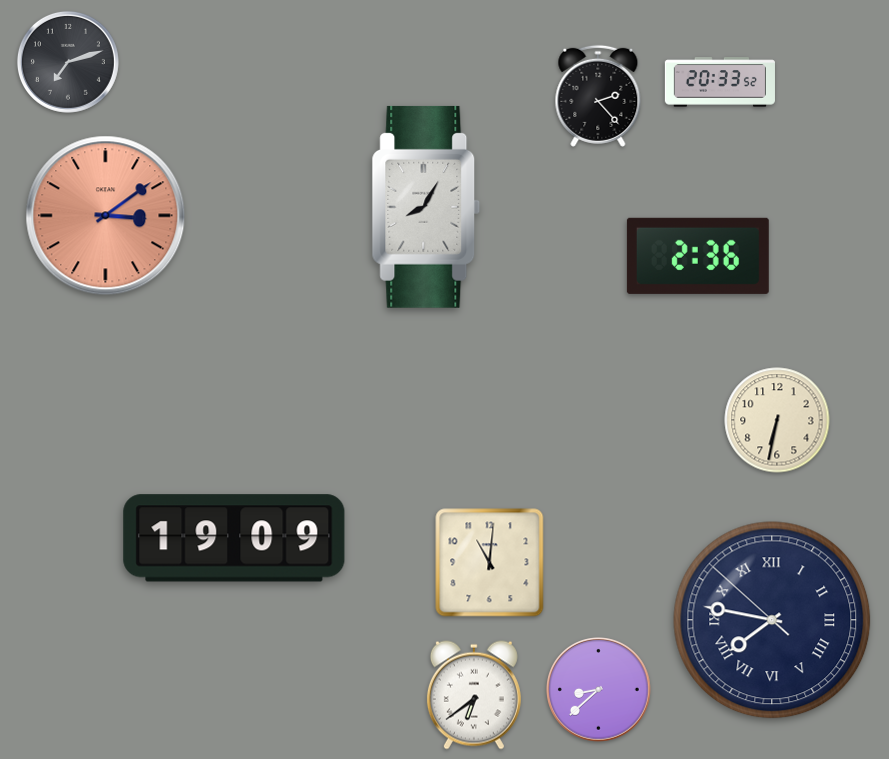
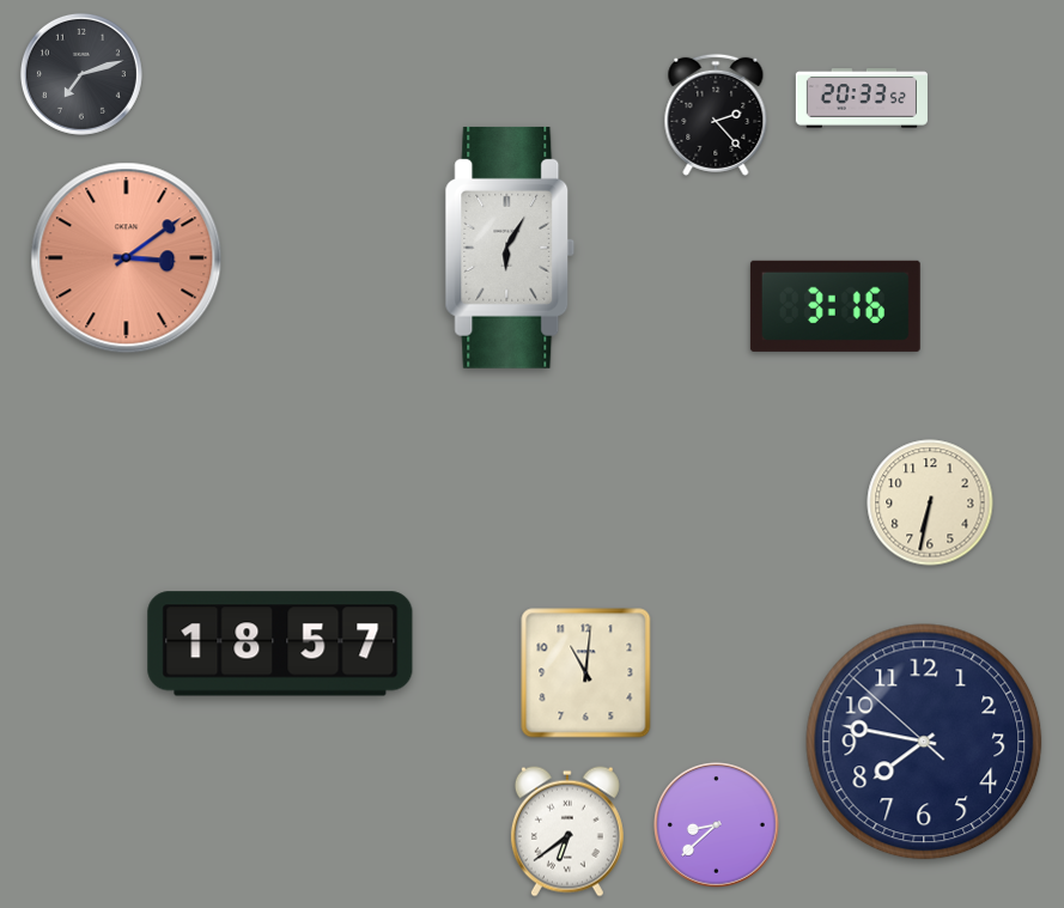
clock at (426, 207): 8:05 -> 6:05
clock at (698, 256): 2:36 -> 3:16
clock at (234, 538): 19:09 -> 18:57
clock at (772, 620) numerals: Roman -> Arabic
